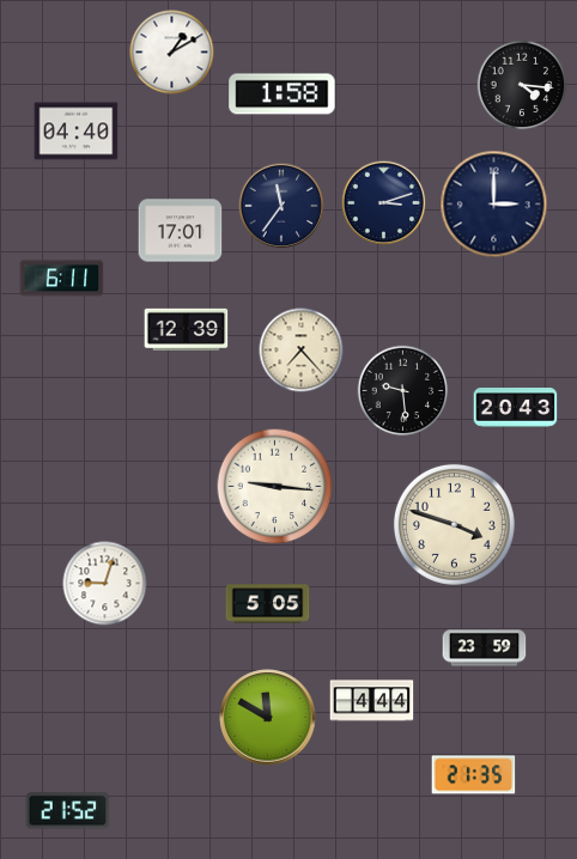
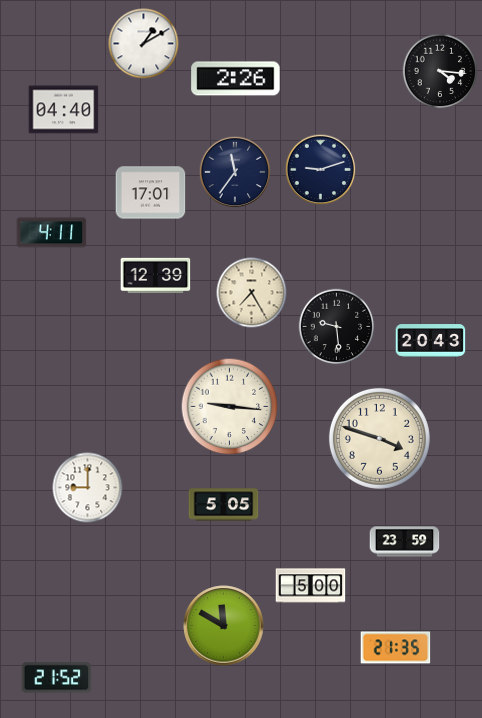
clock at (522, 85) position: (522, 85) -> (440, 71)
clock at (283, 95): 1:58 -> 2:26
clock at (384, 203): 3:12 -> 9:12
clock at (494, 205): 3:00 -> none
clock at (62, 279): 6:11 -> 4:11
clock at (302, 351): 7:23 -> 7:25
clock at (105, 584): 9:03 -> 9:00
clock at (372, 701): 4:44 -> 5:00
clock at (268, 718) position: (268, 718) -> (224, 626)
